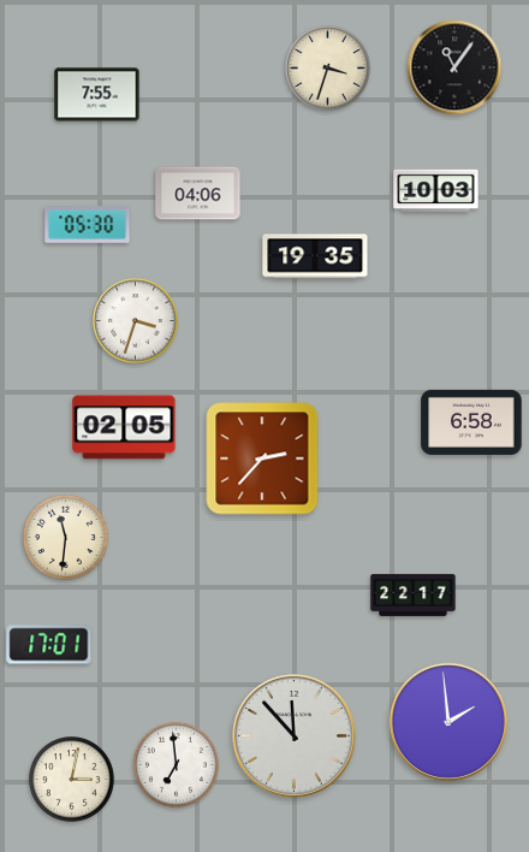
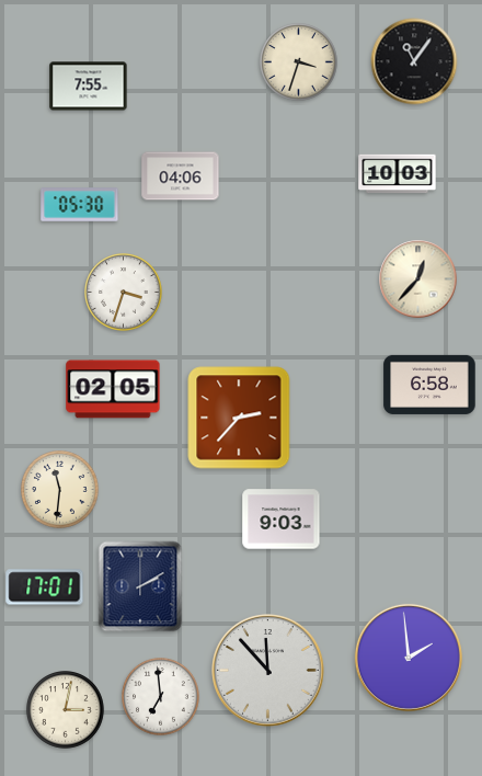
clock at (315, 256): 19:35 -> none
clock at (418, 279): none -> 12:37
clock at (282, 520): none -> 9:03
clock at (414, 594): 22:17 -> none
clock at (140, 586): none -> 2:10
